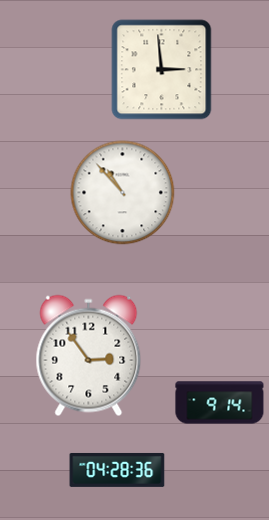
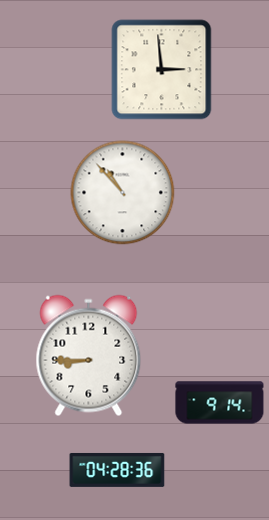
clock at (89, 356): 2:54 -> 8:45
